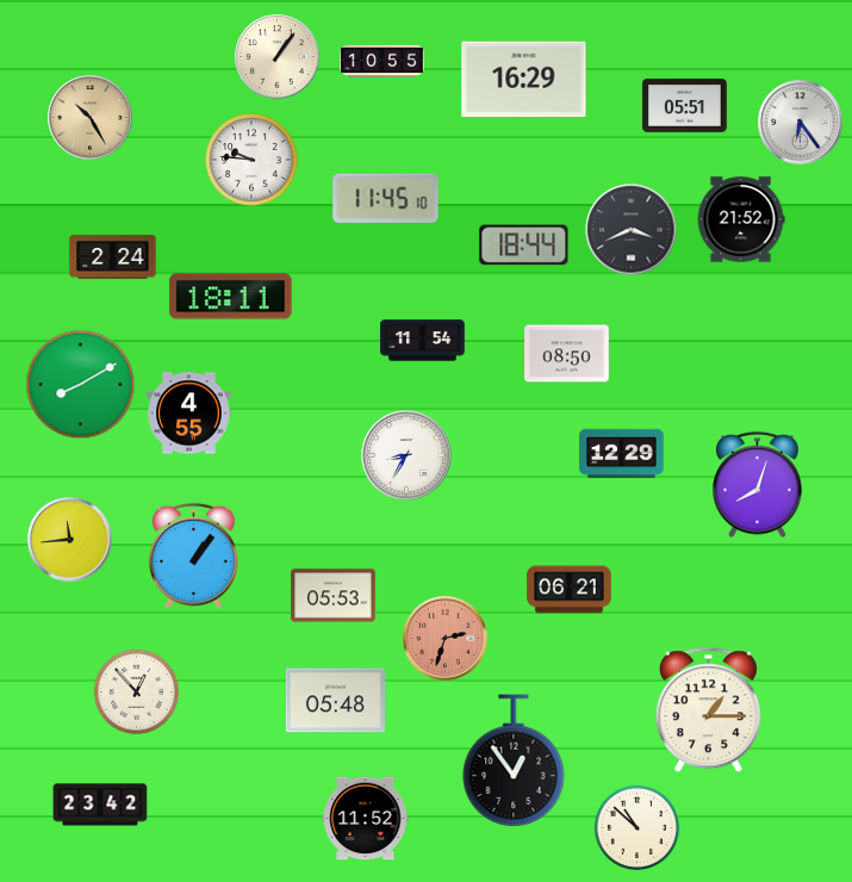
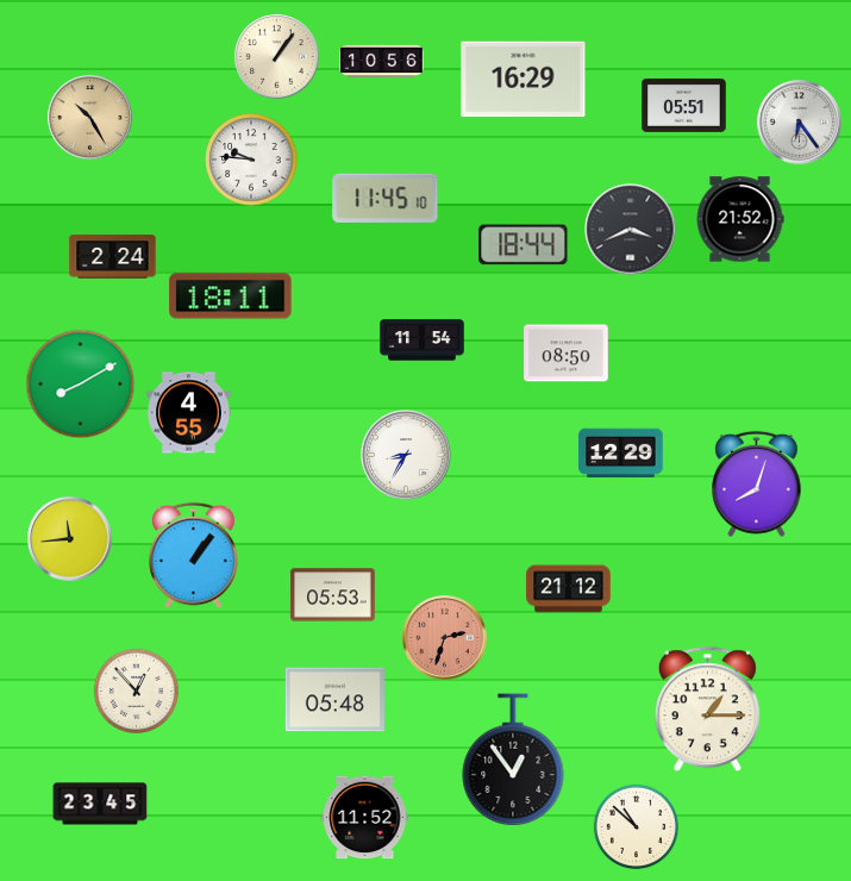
clock at (383, 62): 10:55 -> 10:56
clock at (570, 590): 06:21 -> 21:12
clock at (100, 805): 23:42 -> 23:45
